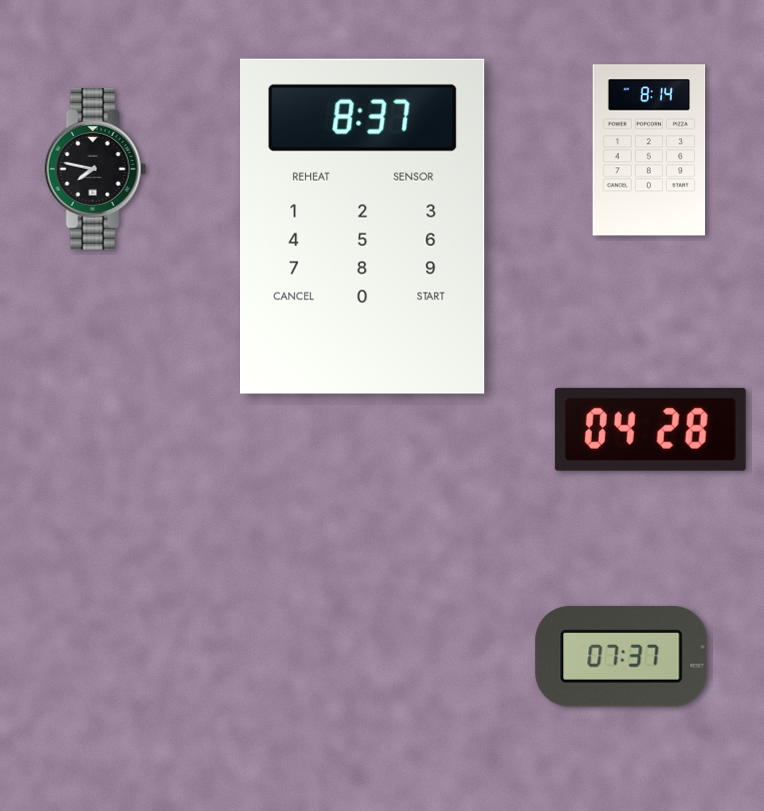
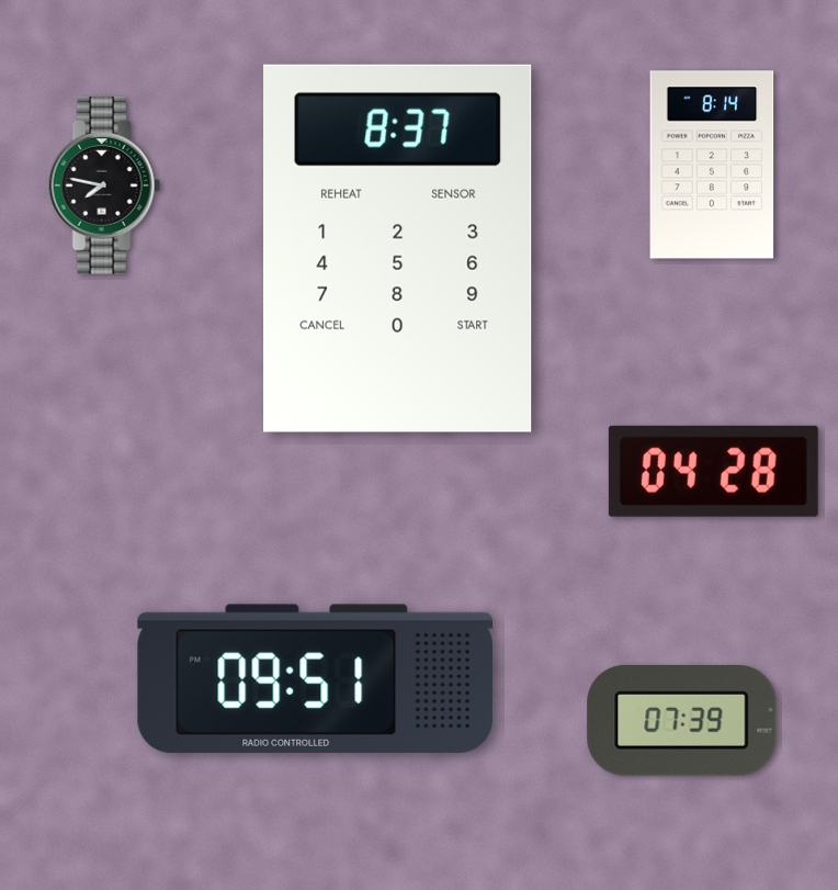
clock at (316, 678): none -> 09:51
clock at (622, 657): 07:37 -> 07:39
